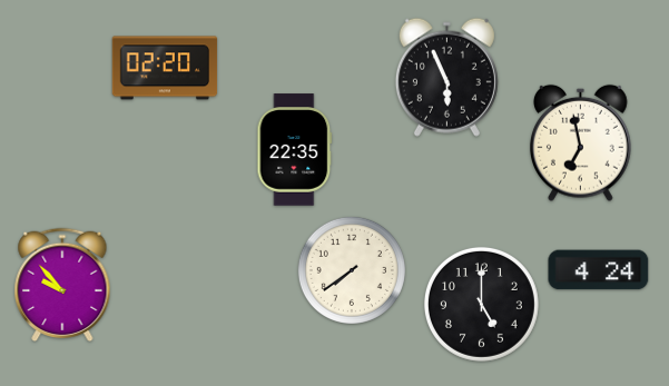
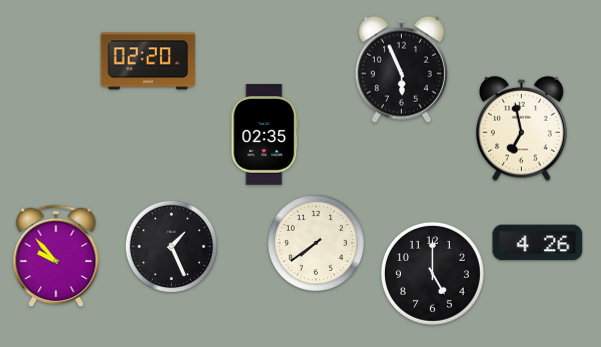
clock at (295, 150): 22:35 -> 02:35
clock at (599, 270): 4:24 -> 4:26
clock at (171, 246): none -> 1:26
